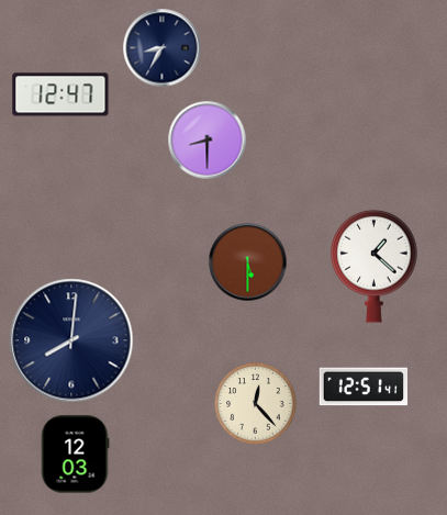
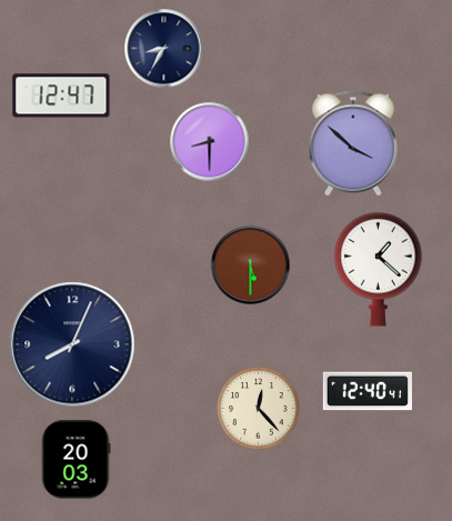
clock at (353, 143): none -> 3:52
clock at (71, 340): 8:01 -> 8:04
clock at (362, 387): 12:51 -> 12:40
clock at (75, 455): 12:03 -> 20:03
